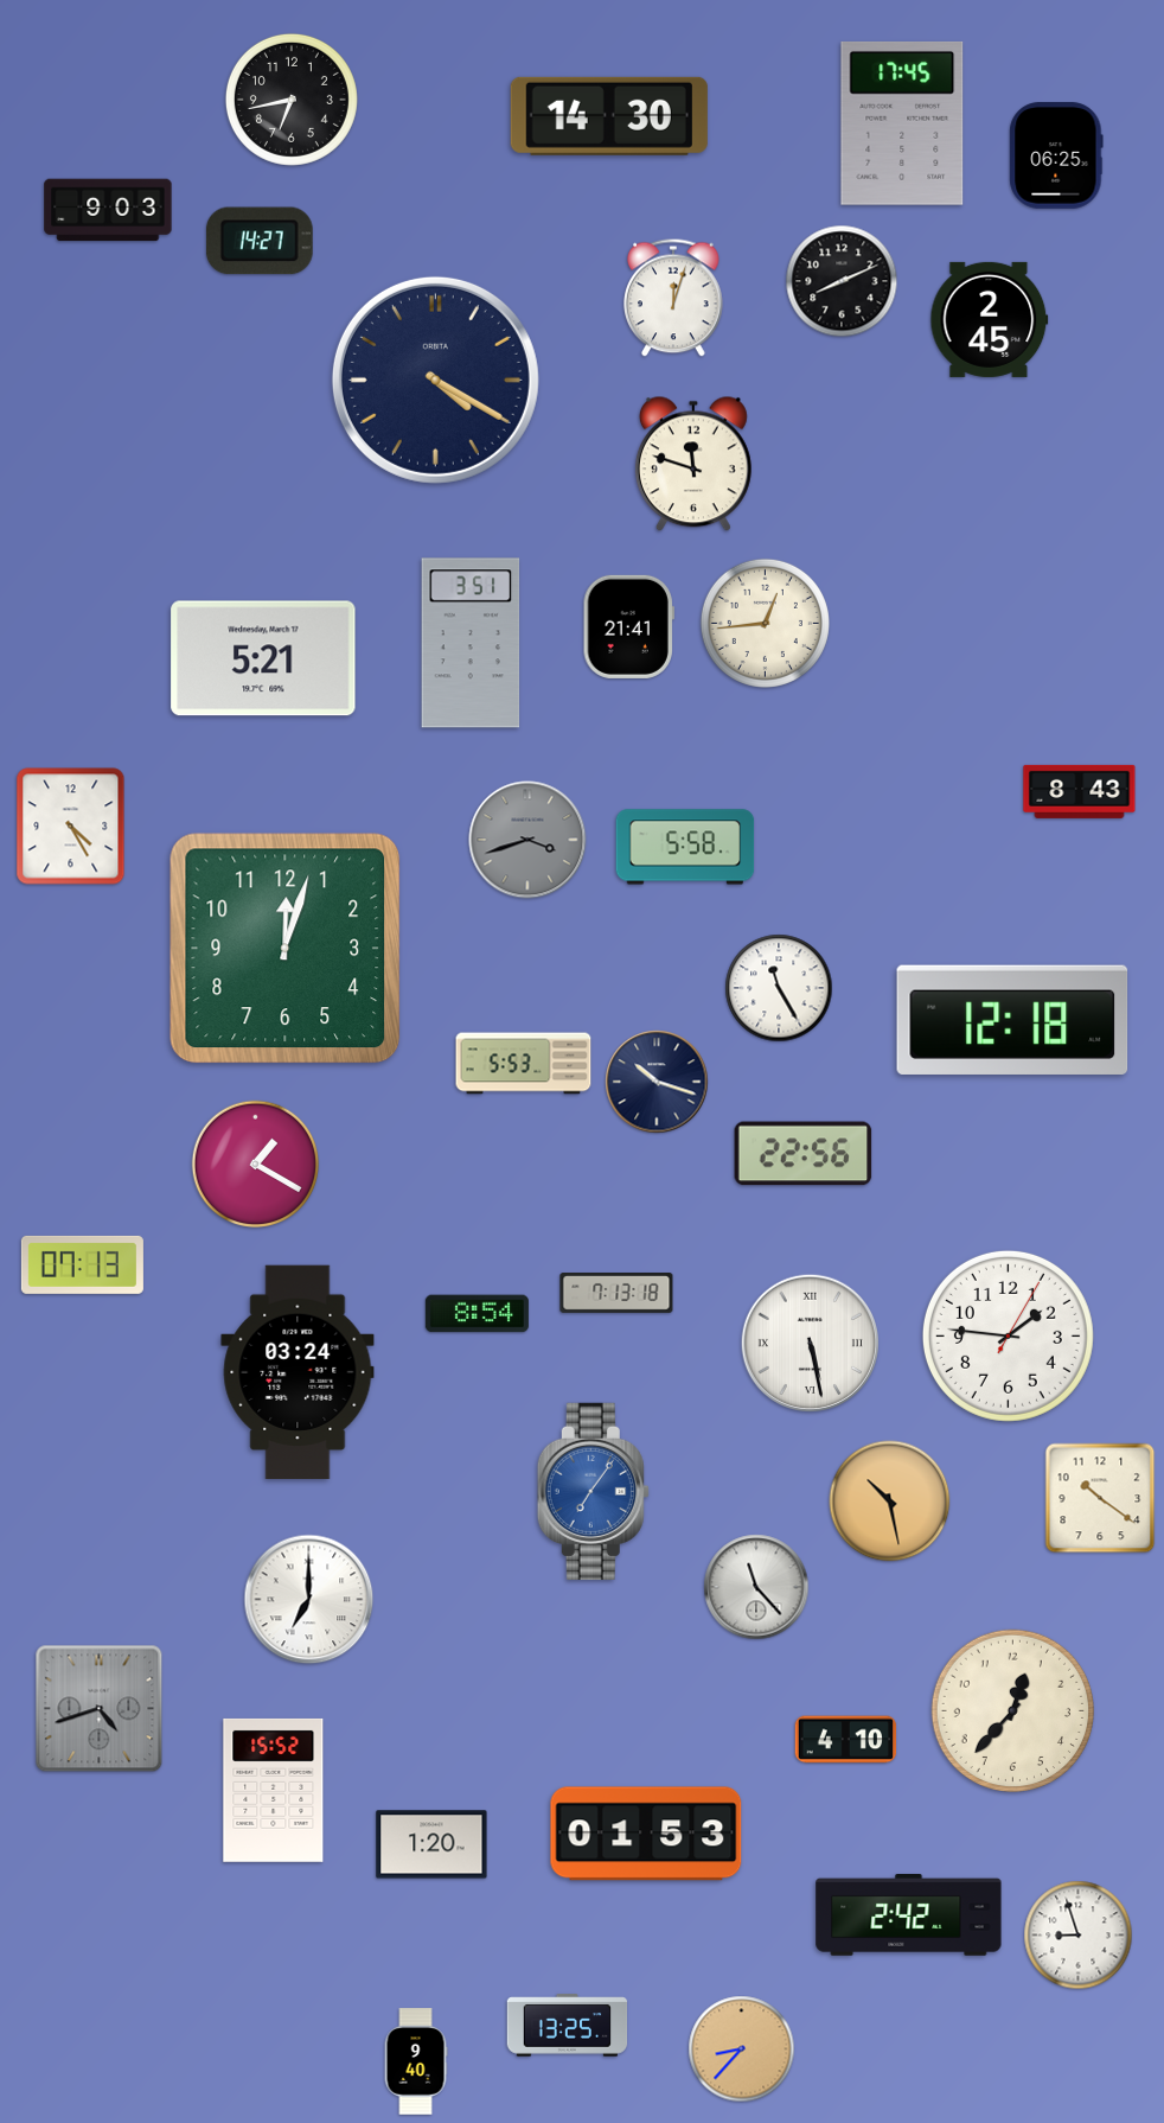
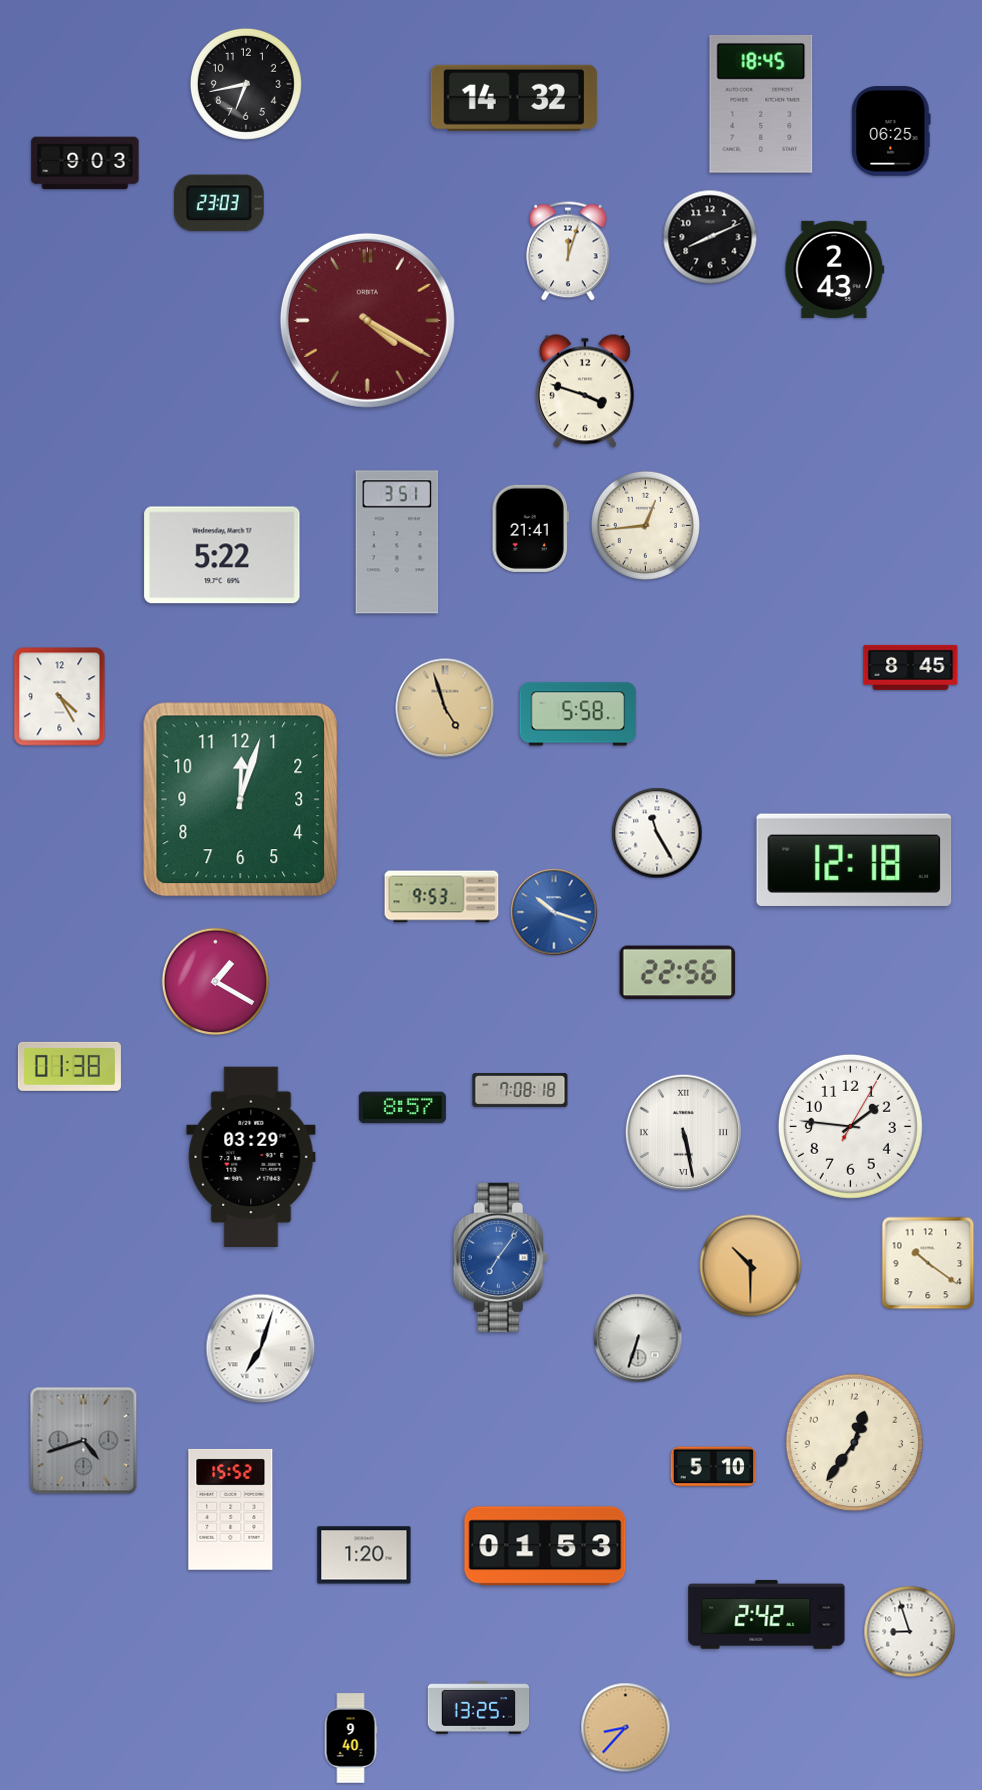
clock at (609, 116): 14:30 -> 14:32
clock at (902, 123): 17:45 -> 18:45
clock at (108, 210) position: (108, 210) -> (85, 163)
clock at (260, 241): 14:27 -> 23:03
clock at (990, 319): 2:45 -> 2:43
clock at (435, 380) dial: navy -> burgundy
clock at (693, 464): 11:48 -> 3:48
clock at (263, 658): 5:21 -> 5:22
clock at (1080, 791): 8:43 -> 8:45
clock at (527, 840): 3:42 -> 4:57
clock at (527, 840) dial: grey -> champagne
clock at (524, 1064): 5:53 -> 9:53
clock at (657, 1082) dial: navy -> blue
clock at (82, 1264): 07:13 -> 01:38
clock at (616, 1294): 7:13 -> 7:08
clock at (477, 1314): 8:54 -> 8:57
clock at (298, 1371): 03:24 -> 03:29
clock at (890, 1502): 10:28 -> 10:30
clock at (756, 1587): 11:23 -> 6:33
clock at (309, 1600): 7:00 -> 7:03
clock at (1012, 1710): 12:37 -> 12:36
clock at (846, 1740): 4:10 -> 5:10
